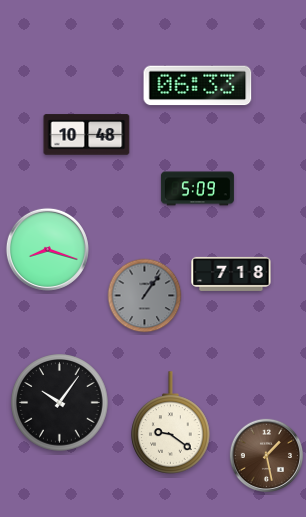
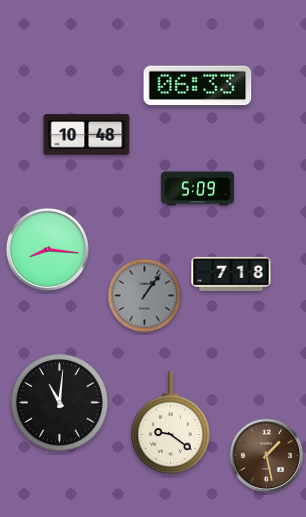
clock at (47, 249): 8:18 -> 8:16
clock at (60, 403): 10:06 -> 11:01
